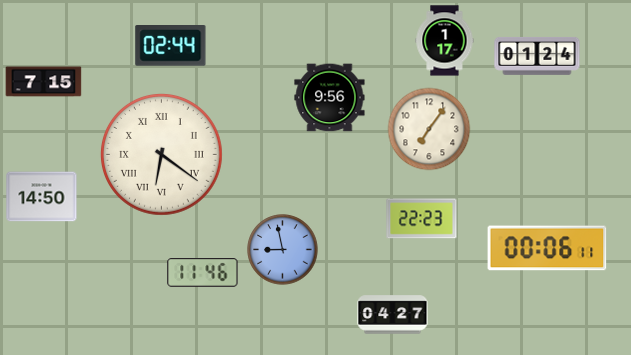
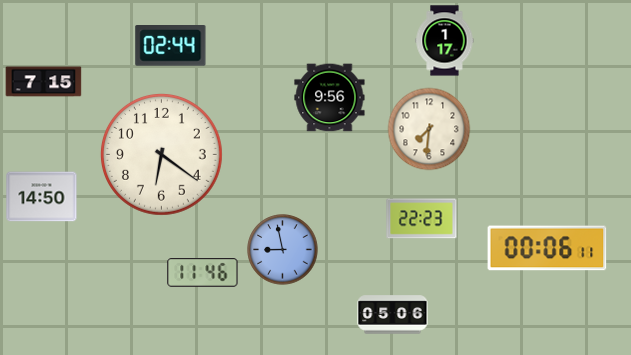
clock at (537, 56): 01:24 -> none
clock at (429, 129): 7:06 -> 7:31
clock at (162, 155) numerals: Roman -> Arabic
clock at (393, 315): 04:27 -> 05:06
